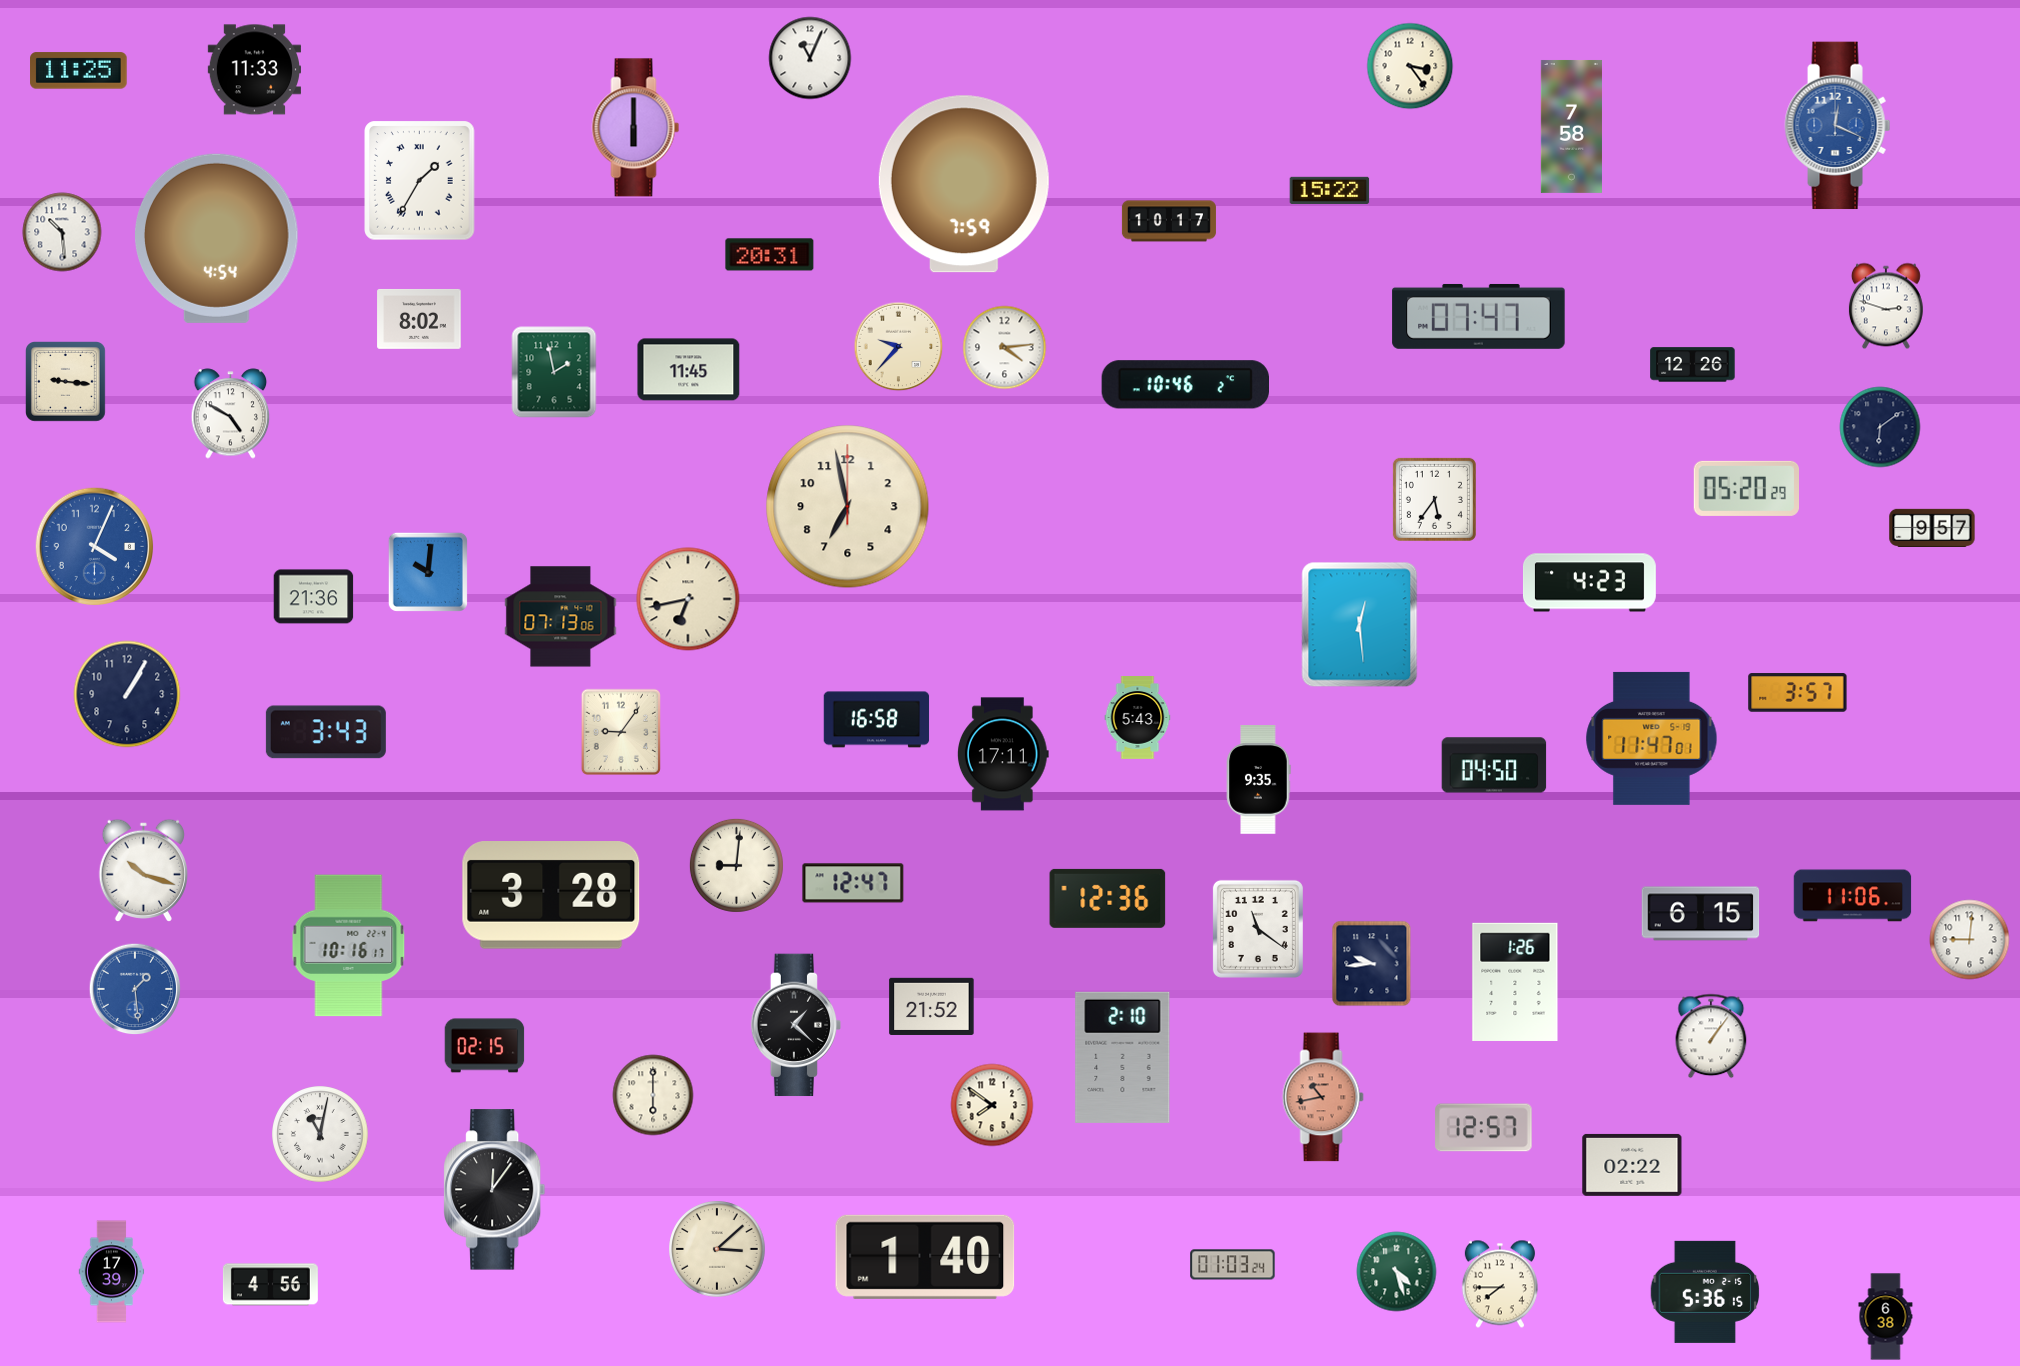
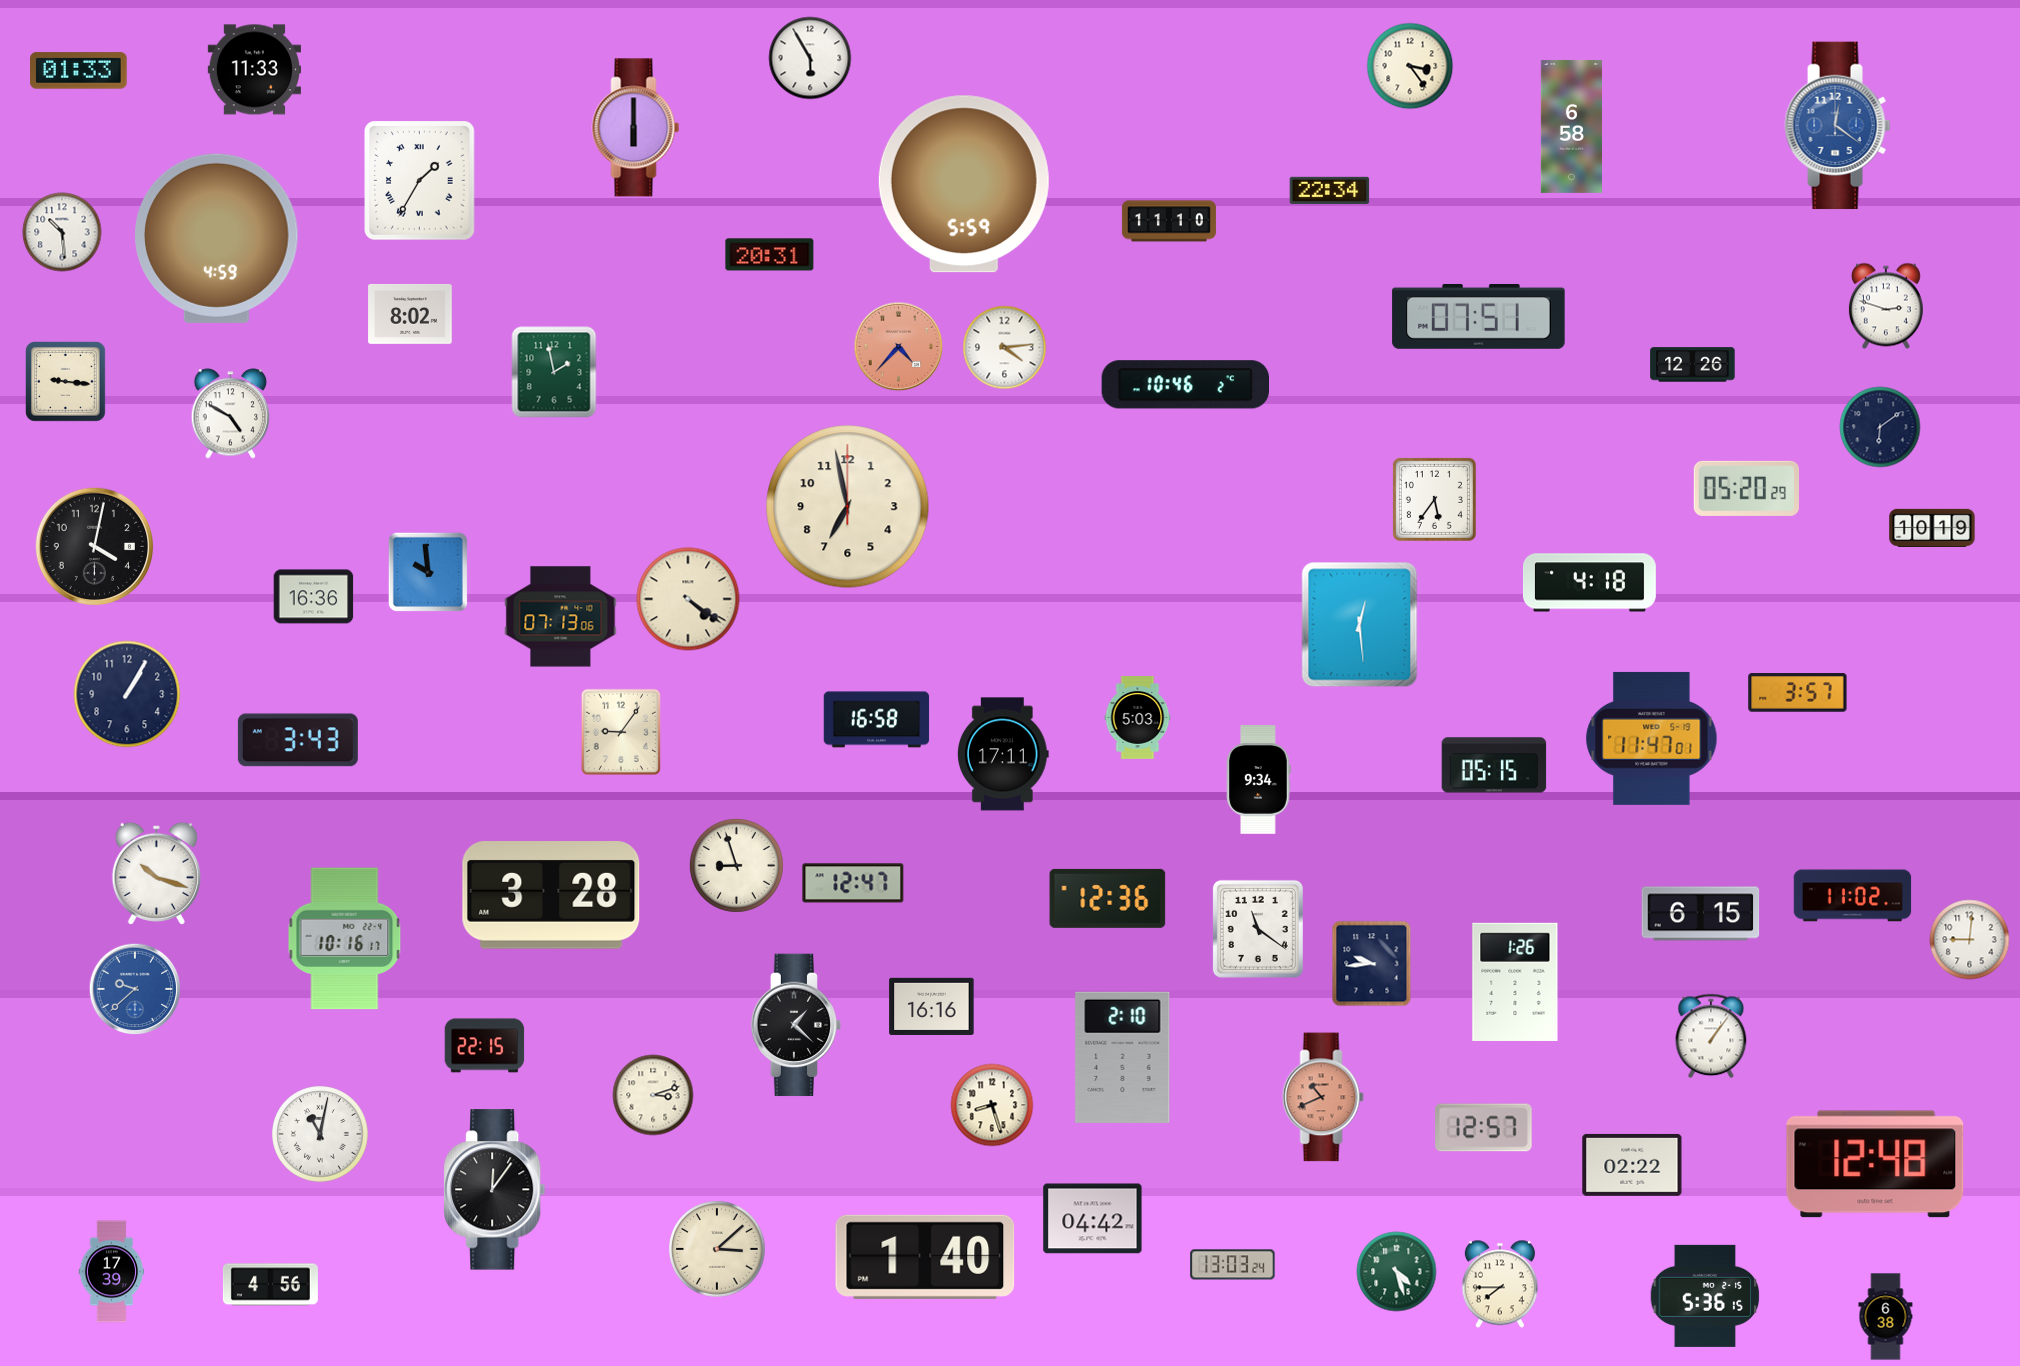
clock at (810, 58): 11:04 -> 5:55
clock at (79, 71): 11:25 -> 01:33
clock at (1571, 126): 7:58 -> 6:58
clock at (1838, 126): 12:19 -> 12:21
clock at (964, 184): 7:59 -> 5:59
clock at (1330, 190): 15:22 -> 22:34
clock at (1169, 221): 10:17 -> 11:10
clock at (217, 238): 4:54 -> 4:59
clock at (1479, 316): 07:47 -> 07:51
clock at (419, 319) position: (419, 319) -> (410, 314)
clock at (899, 347): 9:37 -> 4:37
clock at (899, 347) dial: cream -> salmon
clock at (689, 370): 11:45 -> none
clock at (1932, 527): 9:57 -> 10:19
clock at (94, 546): 4:04 -> 4:02
clock at (94, 546) dial: blue -> black
clock at (428, 572): 10:01 -> 9:59
clock at (1589, 583): 4:23 -> 4:18
clock at (314, 597): 21:36 -> 16:36
clock at (688, 599): 6:43 -> 4:21
clock at (1138, 718): 5:43 -> 5:03
clock at (326, 732) position: (326, 732) -> (298, 740)
clock at (1494, 765): 04:50 -> 05:15
clock at (1259, 780): 9:35 -> 9:34
clock at (736, 865): 9:01 -> 8:57
clock at (143, 870) position: (143, 870) -> (156, 873)
clock at (1853, 896): 11:06 -> 11:02
clock at (349, 946) position: (349, 946) -> (345, 939)
clock at (135, 989): 1:29 -> 9:38
clock at (932, 1006): 21:52 -> 16:16
clock at (485, 1046): 02:15 -> 22:15
clock at (653, 1095): 6:00 -> 3:12
clock at (1323, 1097): 10:43 -> 10:41
clock at (992, 1105): 7:51 -> 8:27
clock at (1875, 1164): none -> 12:48
clock at (1093, 1219): none -> 04:42
clock at (1233, 1265): 01:03 -> 13:03
clock at (1705, 1292) position: (1705, 1292) -> (1705, 1296)
